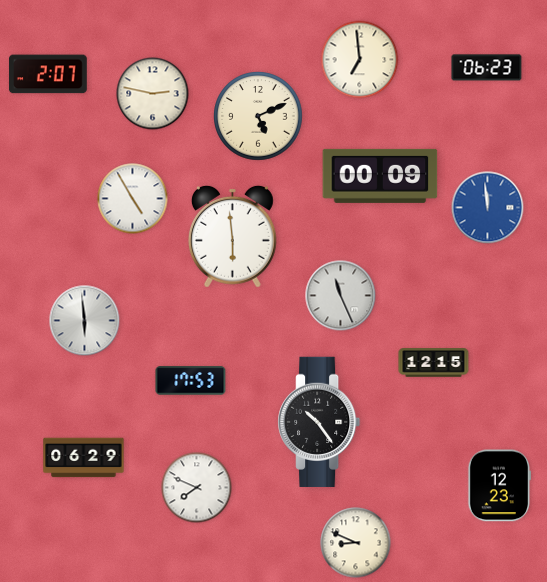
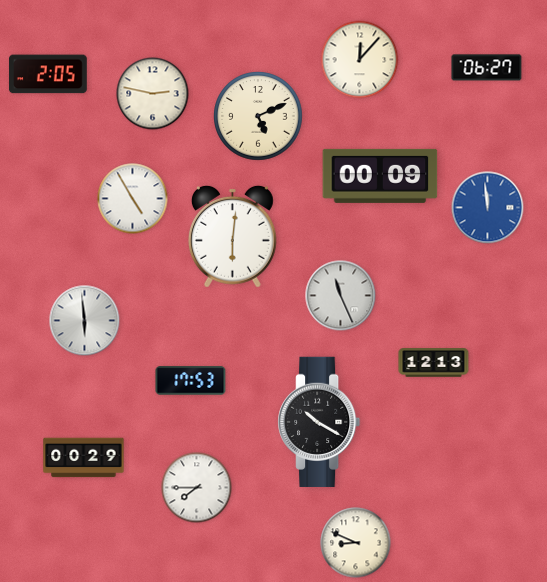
clock at (360, 60): 6:59 -> 12:07
clock at (487, 68): 06:23 -> 06:27
clock at (49, 74): 2:07 -> 2:05
clock at (232, 236): 5:59 -> 6:01
clock at (434, 363): 12:15 -> 12:13
clock at (319, 422): 10:24 -> 10:20
clock at (84, 458): 06:29 -> 00:29
clock at (499, 486): 12:23 -> none
clock at (197, 488): 7:49 -> 7:45
